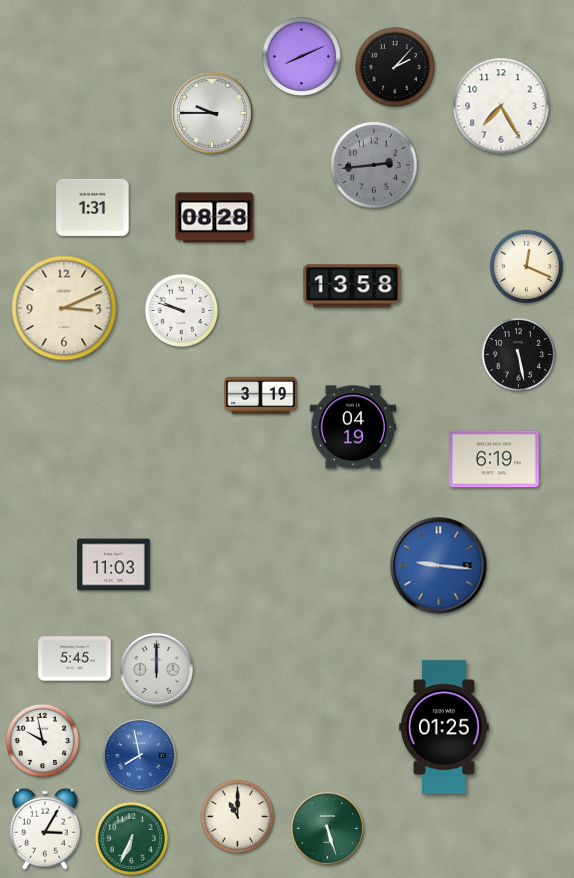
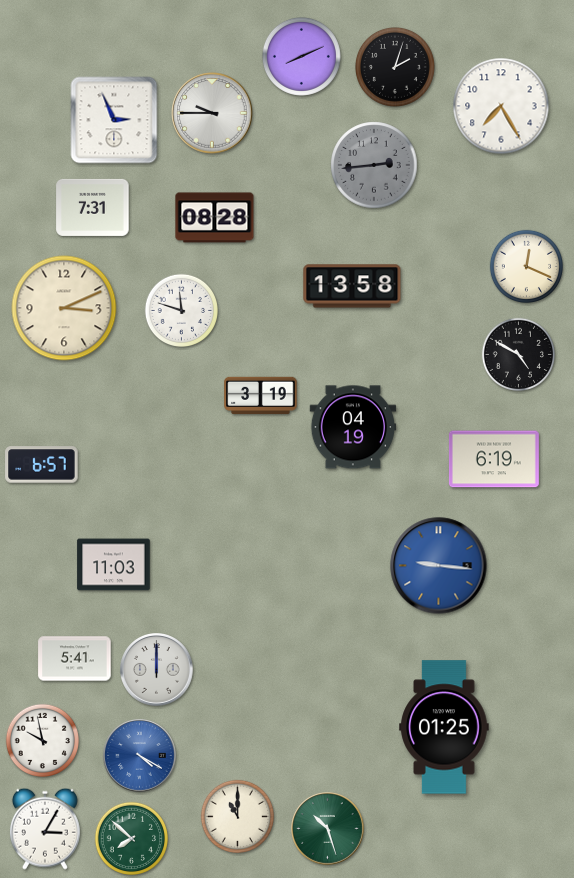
clock at (395, 67): 2:07 -> 2:03
clock at (114, 120): none -> 2:56
clock at (93, 207): 1:31 -> 7:31
clock at (181, 310): 9:48 -> 11:48
clock at (518, 354): 5:28 -> 4:50
clock at (42, 465): none -> 6:57
clock at (75, 659): 5:45 -> 5:41
clock at (140, 756): 7:58 -> 4:20
clock at (328, 829): 5:27 -> 10:27
clock at (131, 838): 6:34 -> 7:52
